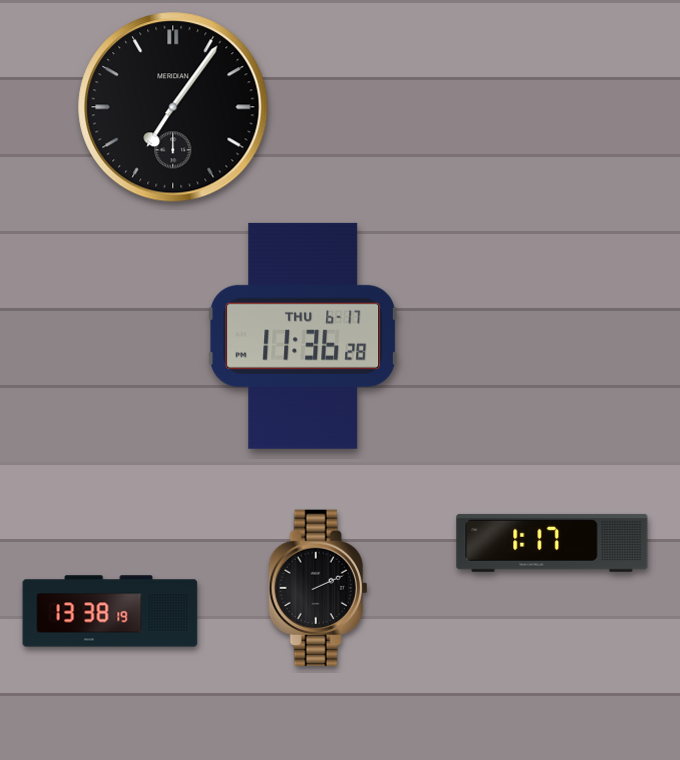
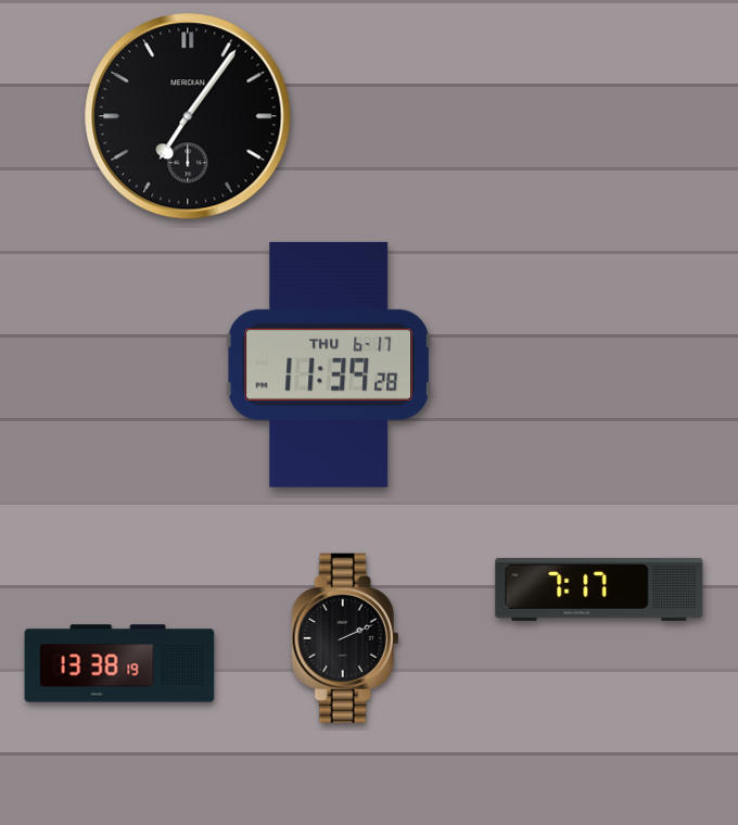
clock at (303, 336): 11:36 -> 11:39
clock at (552, 543): 1:17 -> 7:17
